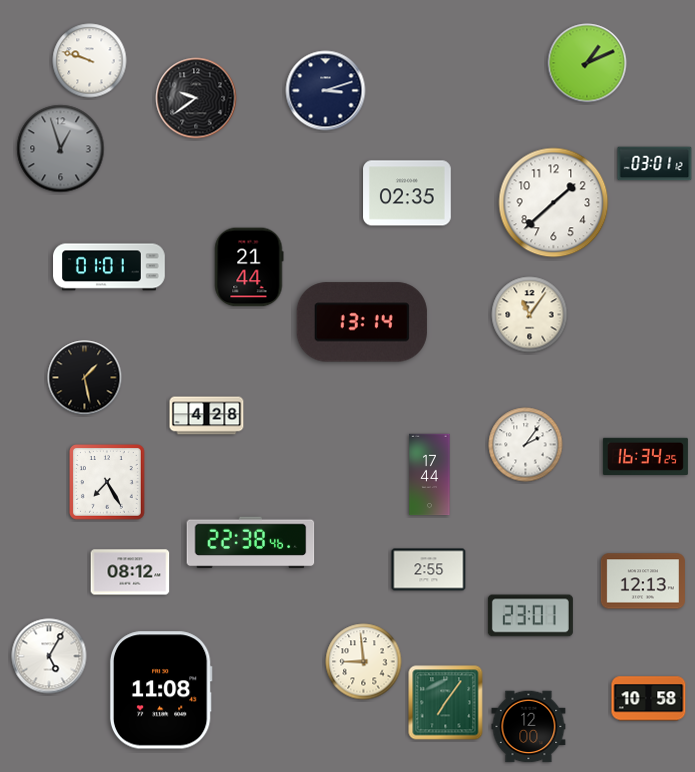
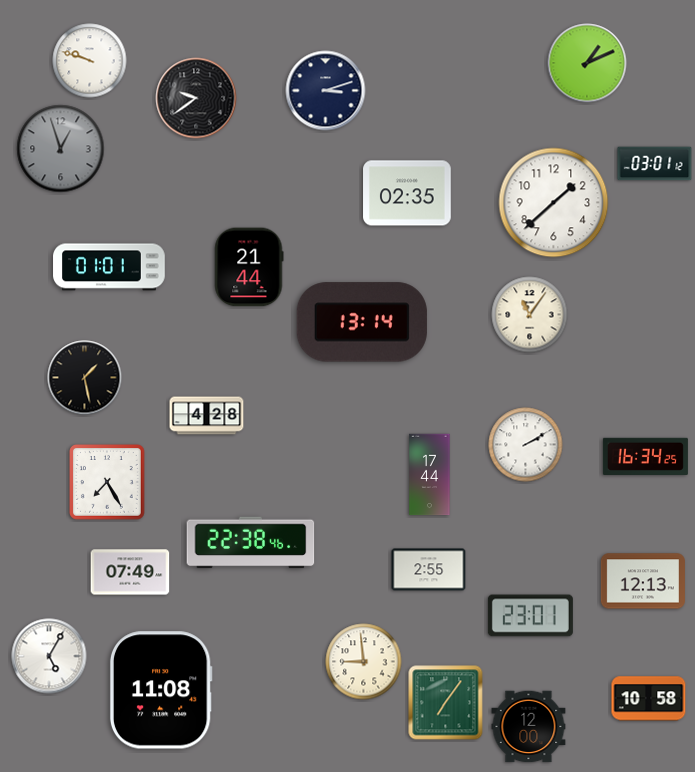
clock at (526, 445): 2:06 -> 2:10
clock at (130, 572): 08:12 -> 07:49
